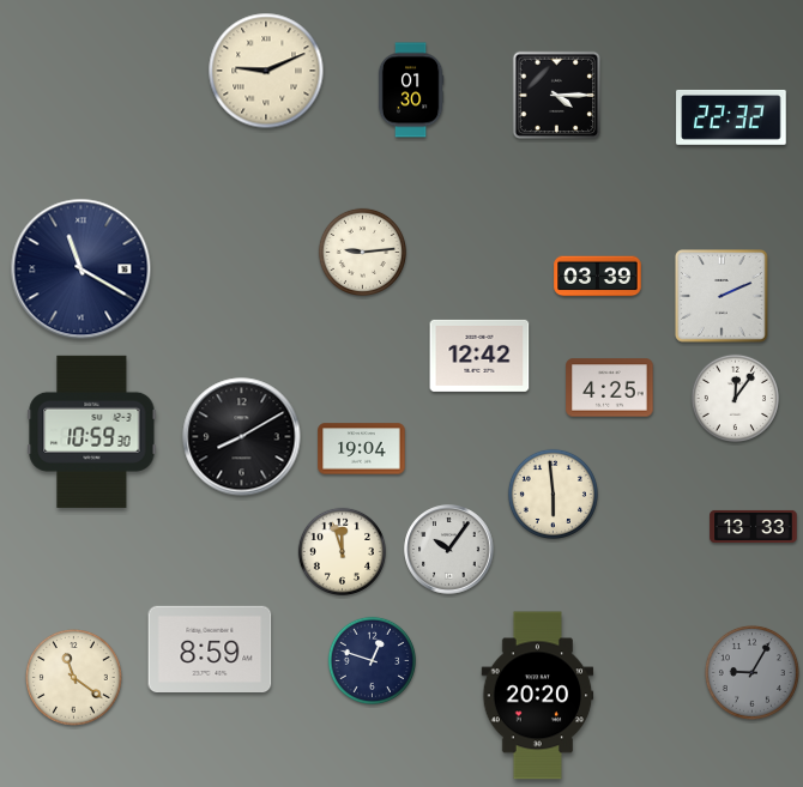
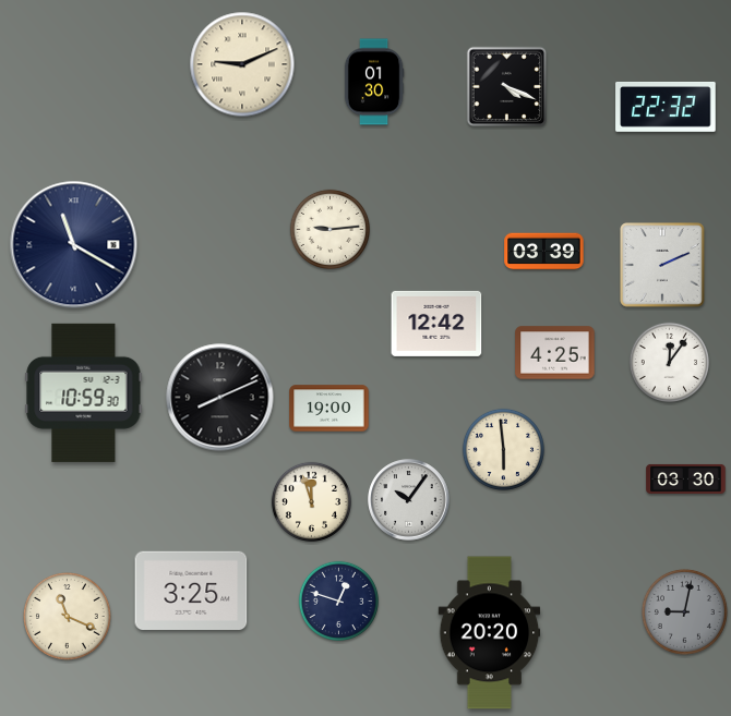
clock at (557, 96): 4:15 -> 4:19
clock at (722, 296) position: (722, 296) -> (662, 265)
clock at (242, 437): 8:10 -> 8:11
clock at (362, 449): 19:04 -> 19:00
clock at (754, 526): 13:33 -> 03:30
clock at (210, 648): 8:59 -> 3:25
clock at (751, 672): 9:05 -> 9:02
clock at (74, 678): 11:21 -> 11:19
